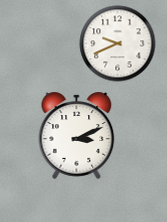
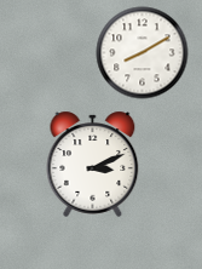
clock at (118, 44): 9:41 -> 8:10
